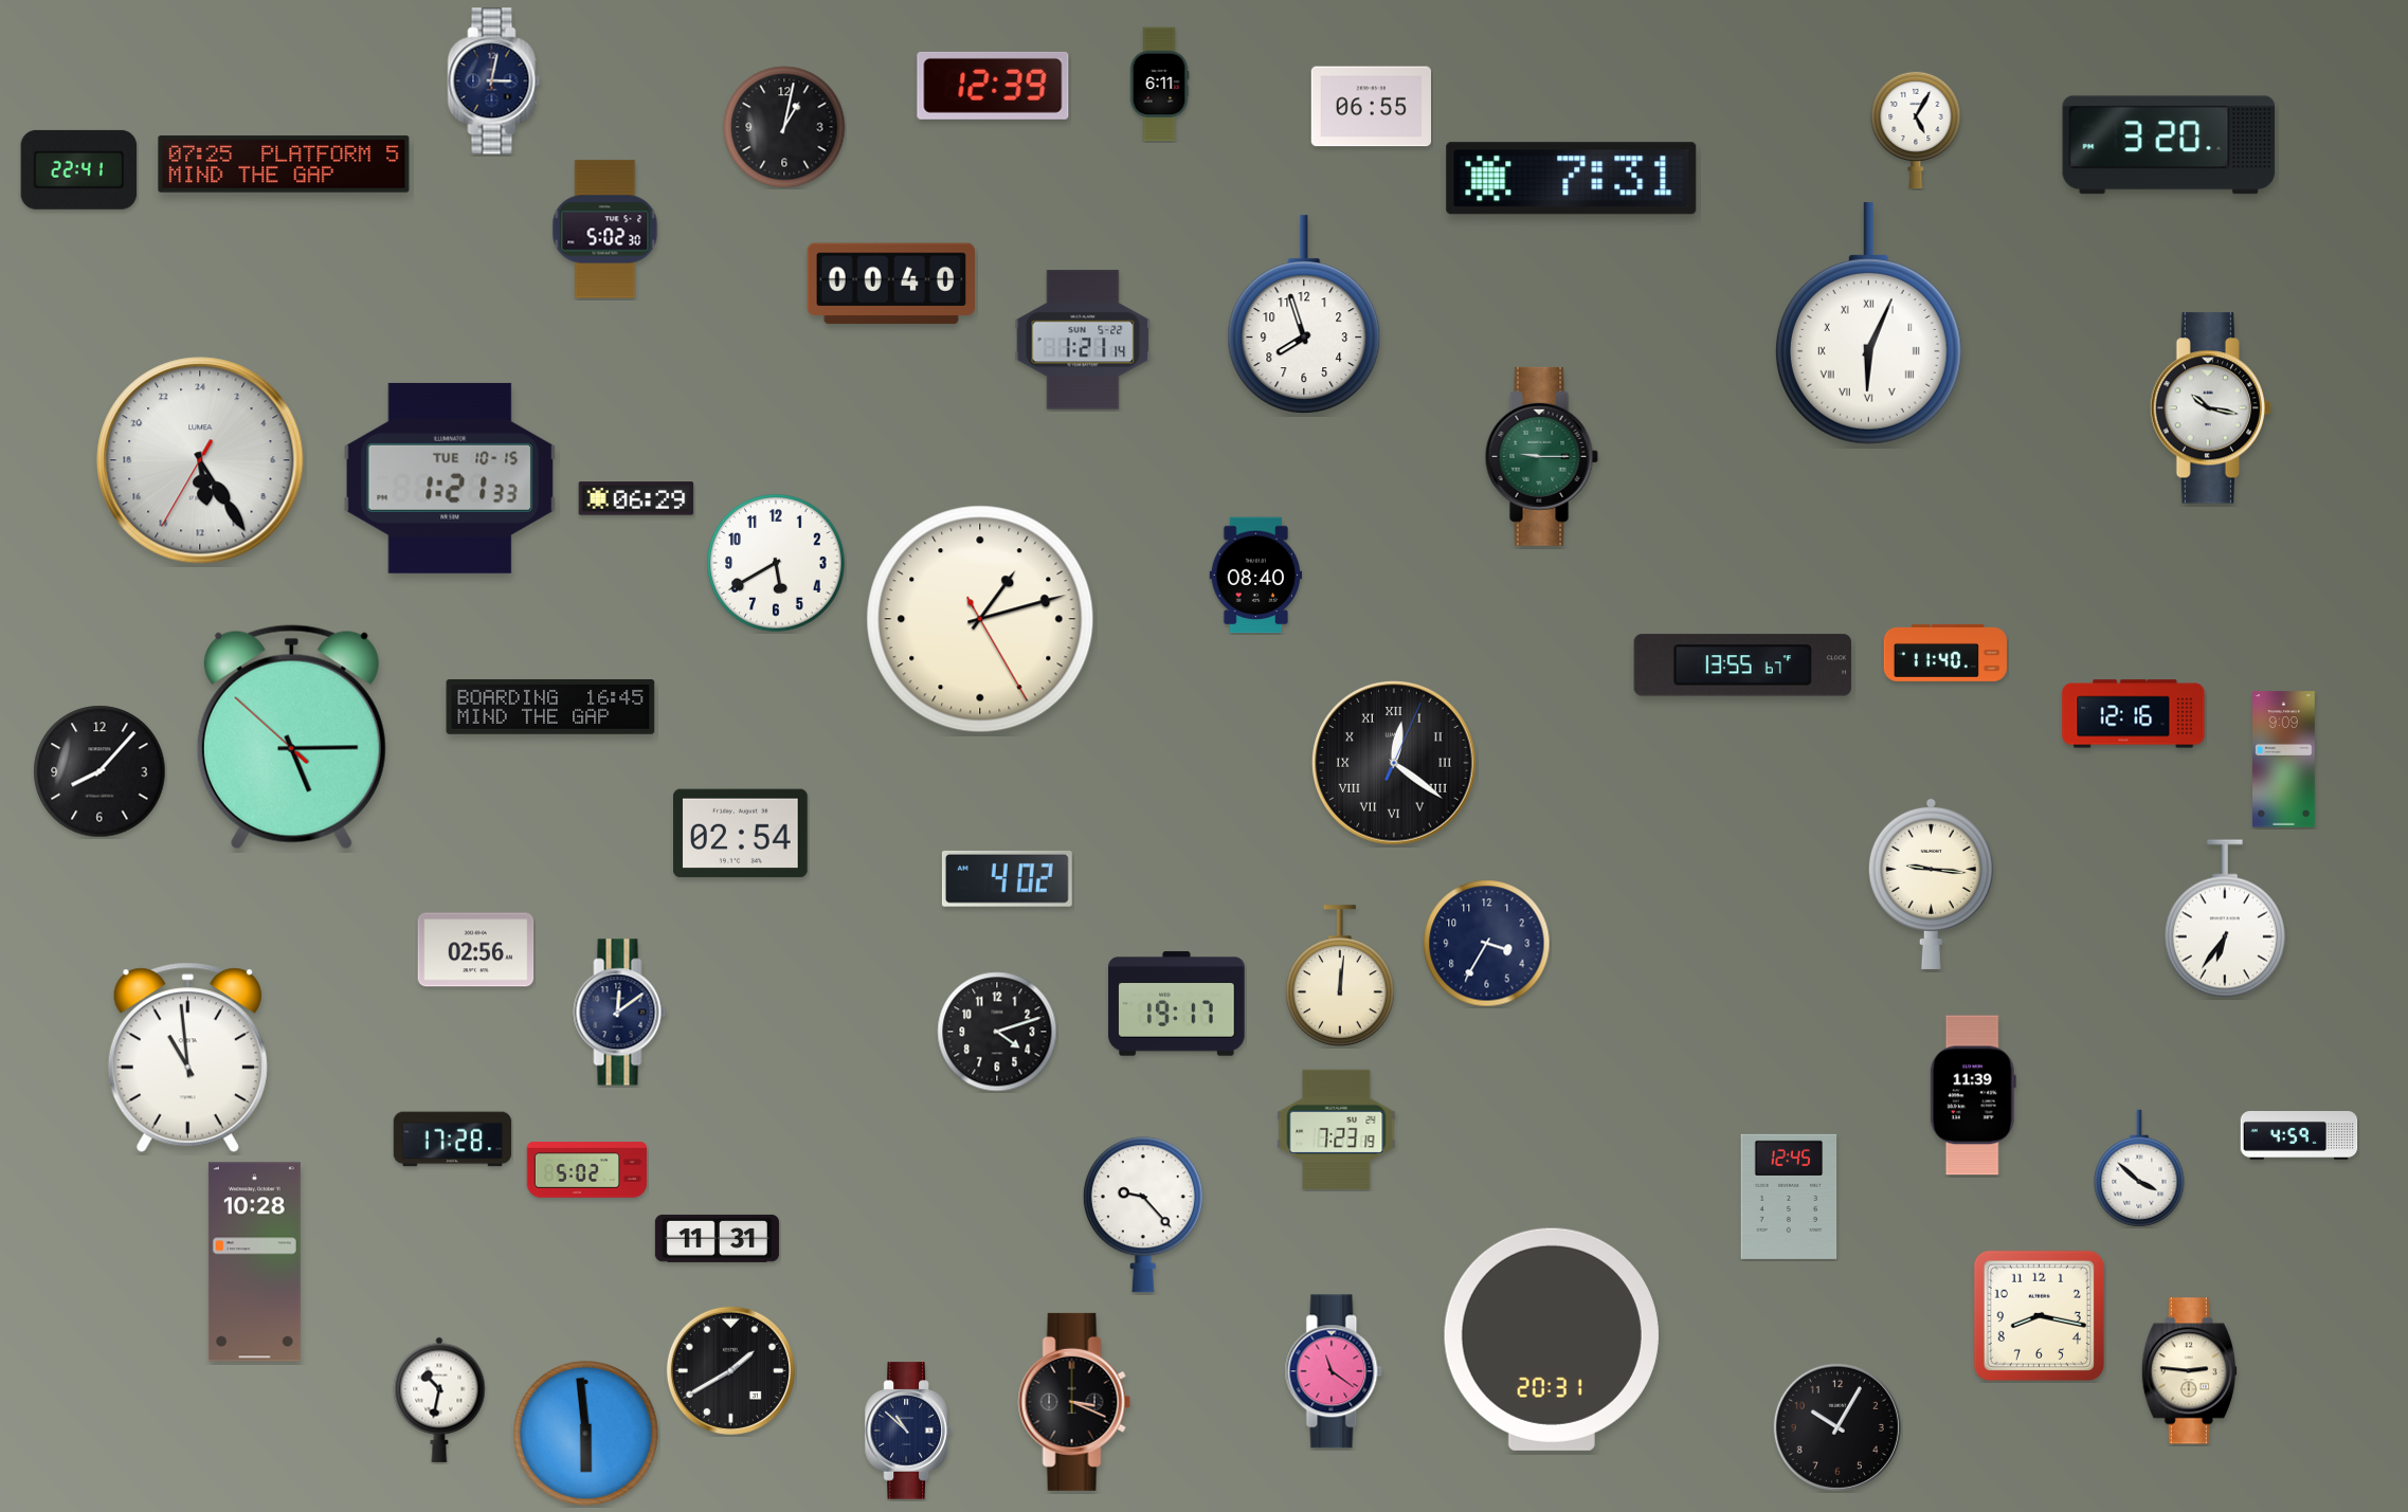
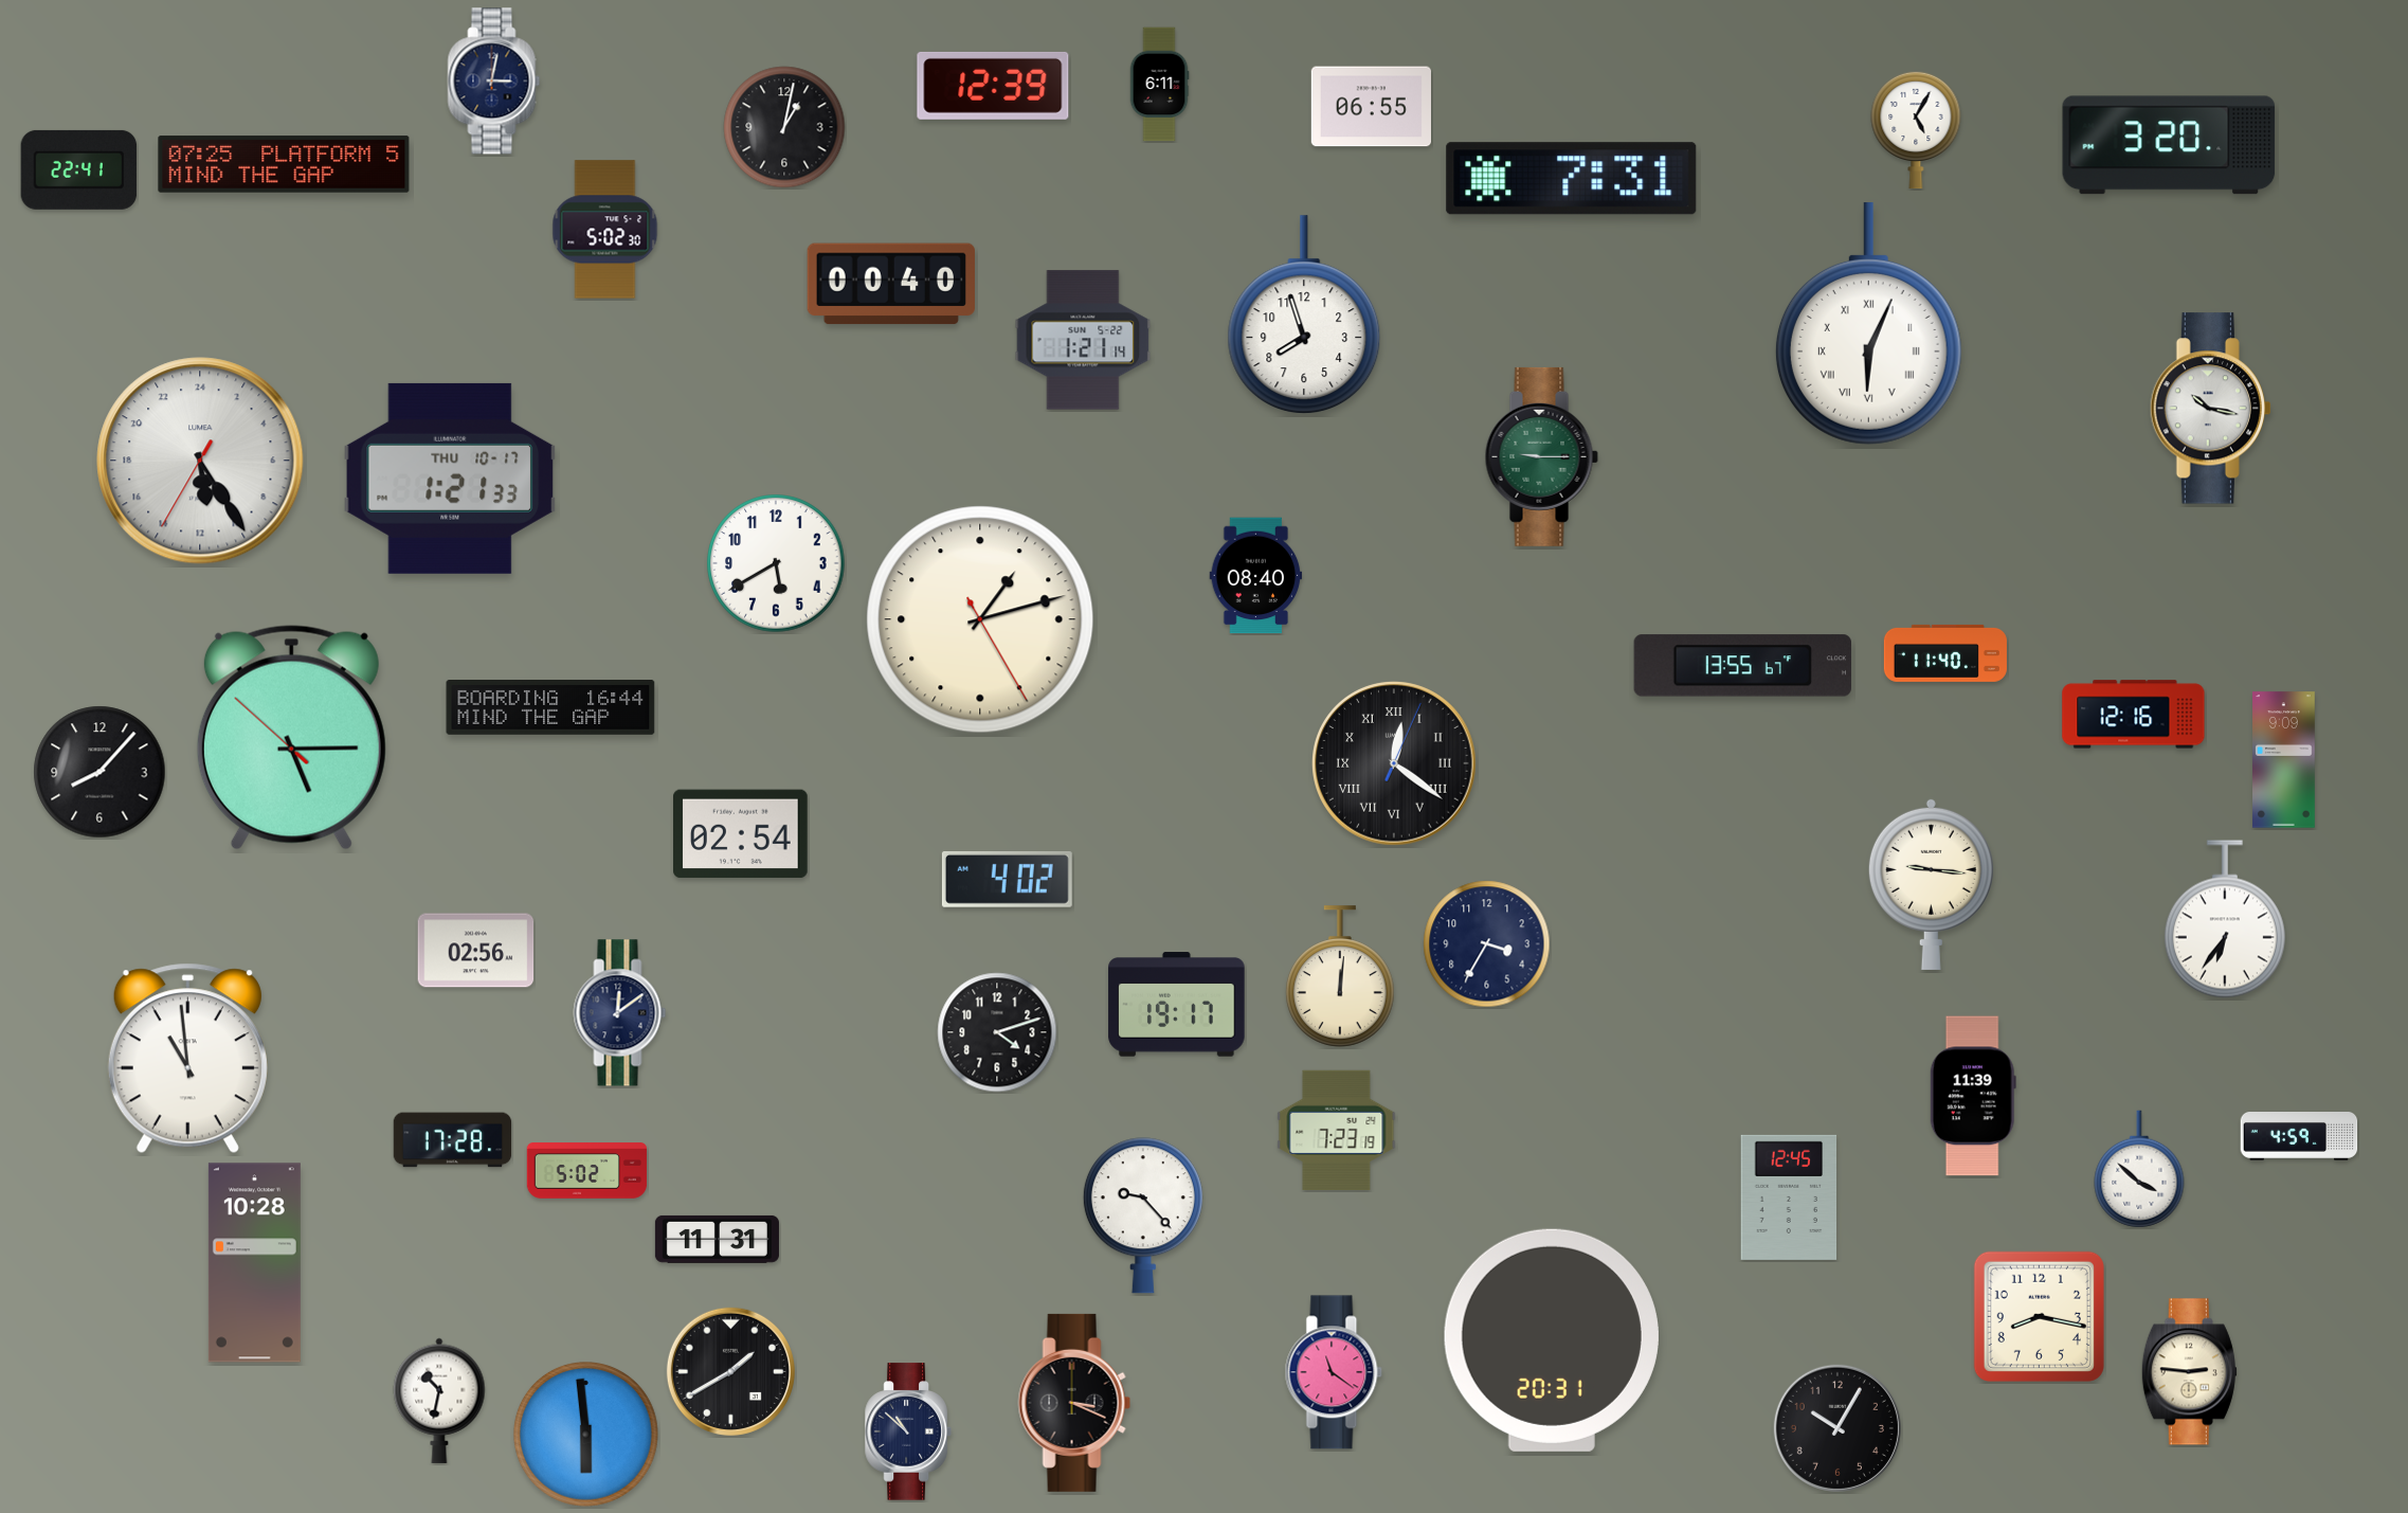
clock at (450, 478) date: TUE 10-15 -> THU 10-17
clock at (636, 498): 06:29 -> none
clock at (550, 708): 16:45 -> 16:44
